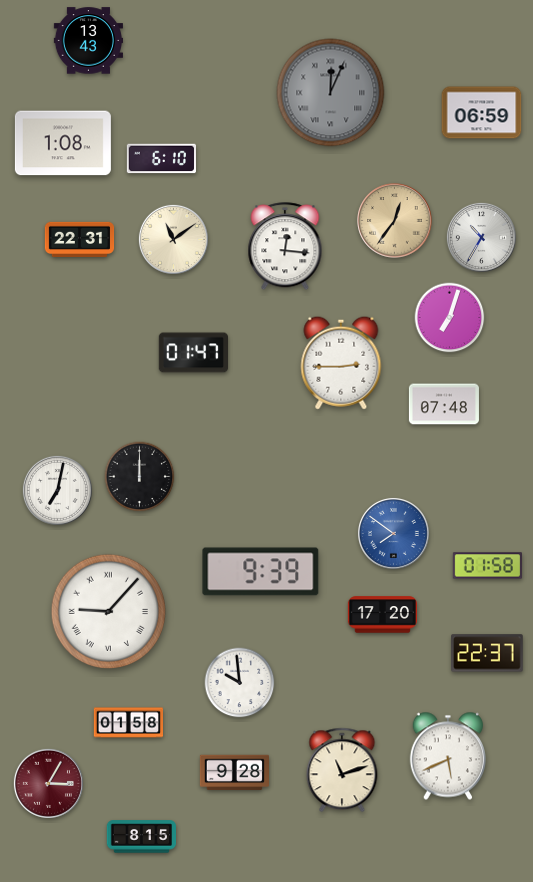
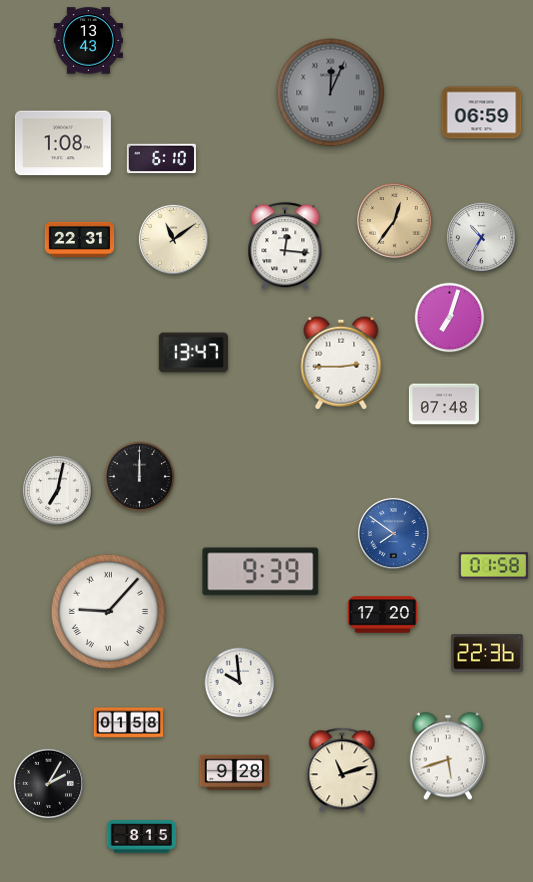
clock at (193, 353): 01:47 -> 13:47
clock at (487, 566) position: (487, 566) -> (493, 566)
clock at (487, 653): 22:37 -> 22:36
clock at (447, 756): 5:41 -> 5:42
clock at (48, 783): 3:05 -> 2:05
clock at (48, 783) dial: burgundy -> black
